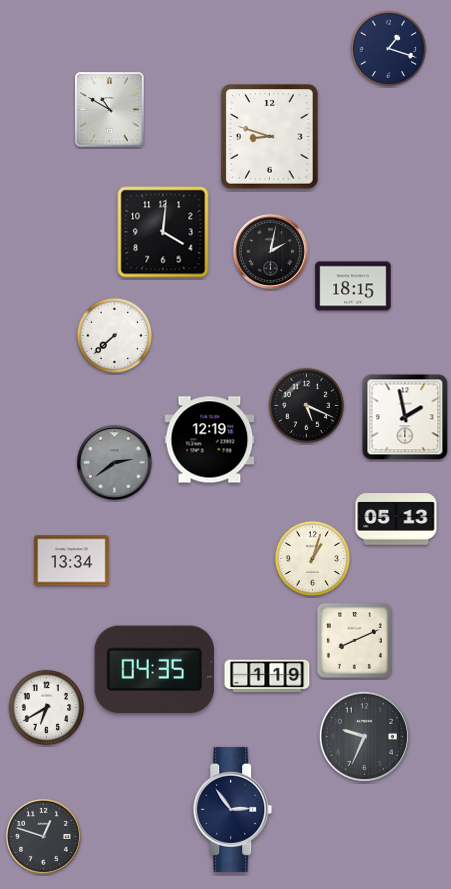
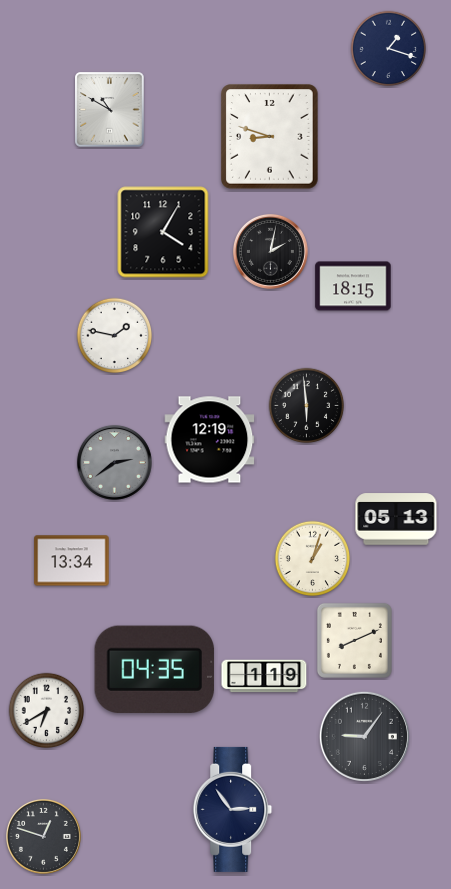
clock at (163, 232): 4:01 -> 4:05
clock at (115, 336): 7:38 -> 1:47
clock at (307, 406): 5:19 -> 5:59
clock at (405, 417): 1:58 -> none
clock at (267, 676) position: (267, 676) -> (264, 676)
clock at (47, 708) position: (47, 708) -> (47, 711)
clock at (364, 736): 9:34 -> 9:06
